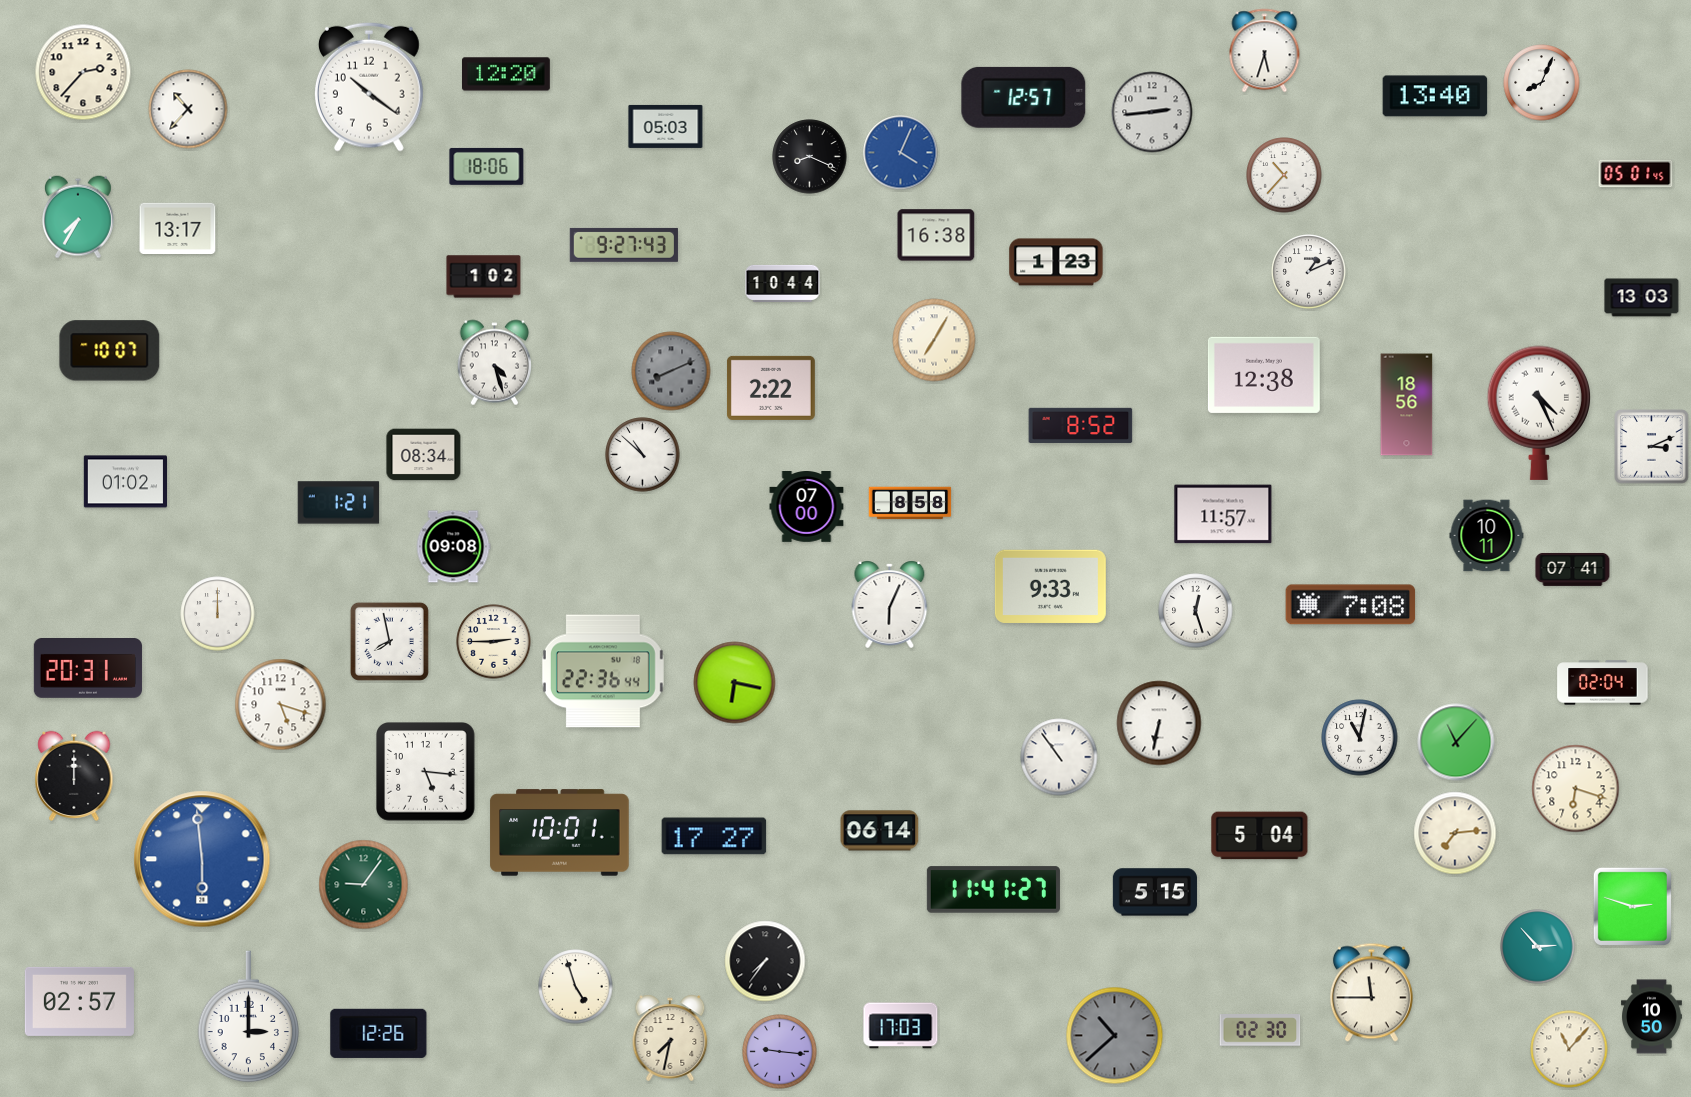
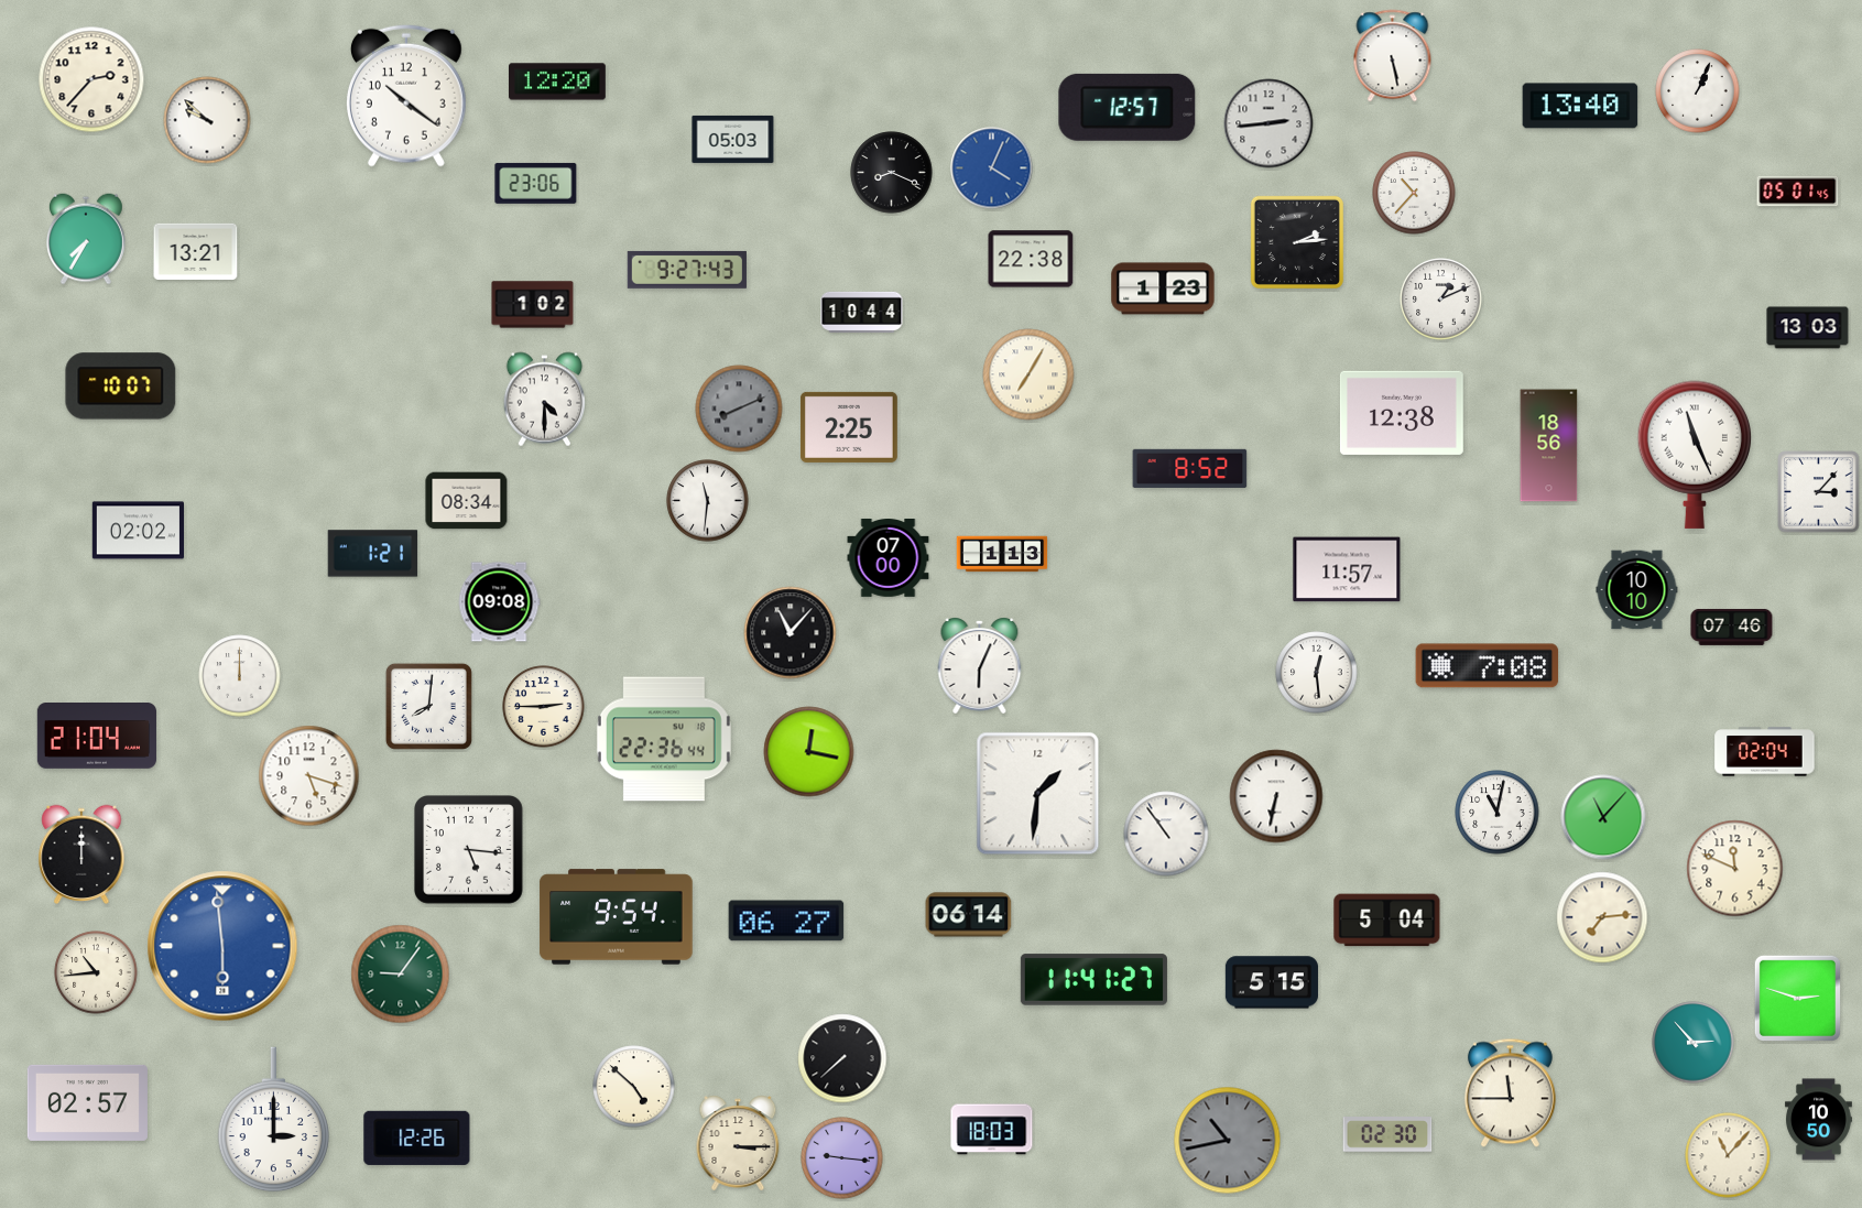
clock at (1265, 51): 5:33 -> 5:28
clock at (1542, 83): 8:04 -> 1:04
clock at (188, 109): 10:37 -> 9:52
clock at (487, 166): 18:06 -> 23:06
clock at (1636, 174) position: (1636, 174) -> (1798, 192)
clock at (1297, 242): none -> 2:14
clock at (178, 229): 13:17 -> 13:21
clock at (936, 235): 16:38 -> 22:38
clock at (495, 363): 4:27 -> 4:30
clock at (1264, 375) position: (1264, 375) -> (1402, 413)
clock at (772, 388): 2:22 -> 2:25
clock at (1538, 413): 4:26 -> 11:26
clock at (1652, 447): 3:11 -> 3:07
clock at (643, 455): 10:52 -> 11:31
clock at (125, 482): 01:02 -> 02:02
clock at (910, 503): 8:58 -> 1:13
clock at (1223, 514) position: (1223, 514) -> (1347, 569)
clock at (1487, 536): 10:11 -> 10:10
clock at (1573, 569): 07:41 -> 07:46
clock at (791, 633): none -> 11:07
clock at (1050, 586): 9:33 -> none
clock at (1196, 611): 12:27 -> 12:29
clock at (389, 641): 7:58 -> 8:01
clock at (88, 669): 20:31 -> 21:04
clock at (735, 683): 6:17 -> 12:17
clock at (1038, 794): none -> 1:31
clock at (1576, 789): 6:18 -> 11:49
clock at (560, 833): 10:01 -> 9:54
clock at (714, 836): 17:27 -> 06:27
clock at (96, 972): none -> 10:44
clock at (765, 961): 7:36 -> 7:38
clock at (576, 987): 4:57 -> 4:52
clock at (901, 1026): 17:03 -> 18:03
clock at (1115, 1036): 10:38 -> 10:43
clock at (670, 1038): 7:32 -> 3:15
clock at (780, 1052) position: (780, 1052) -> (842, 1158)
